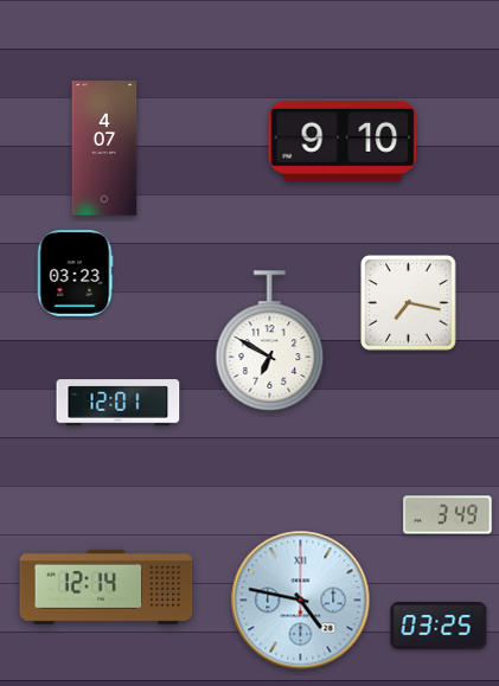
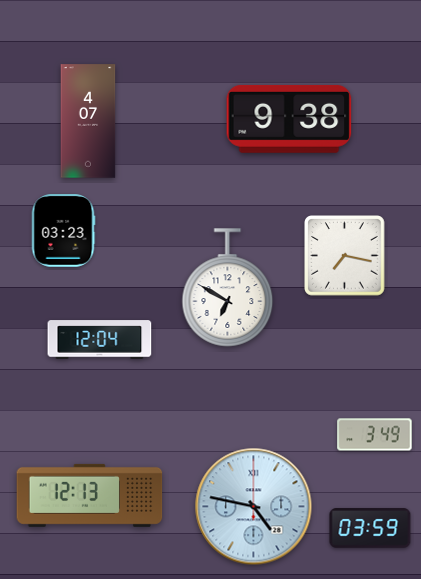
clock at (343, 141): 9:10 -> 9:38
clock at (104, 148) position: (104, 148) -> (88, 121)
clock at (119, 403): 12:01 -> 12:04
clock at (448, 515) position: (448, 515) -> (375, 435)
clock at (107, 586): 12:14 -> 12:13
clock at (439, 626): 03:25 -> 03:59
